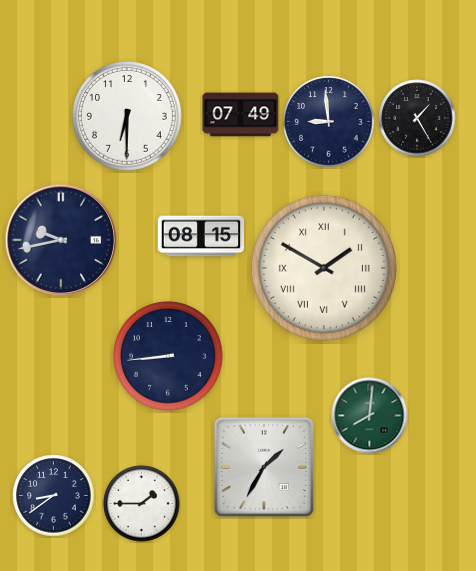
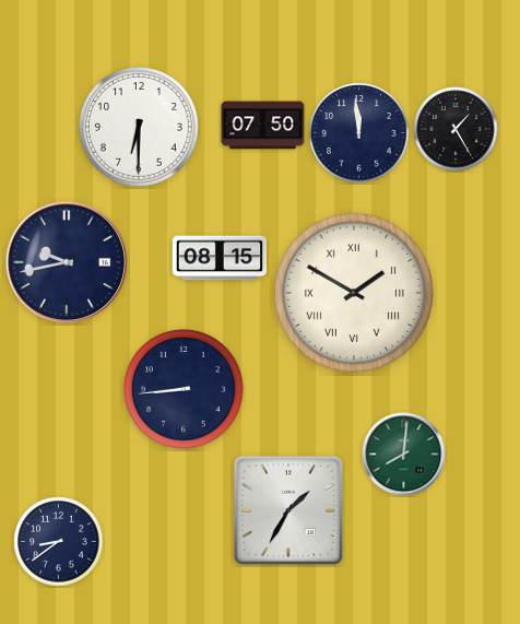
clock at (241, 115): 07:49 -> 07:50
clock at (329, 122): 8:59 -> 11:59
clock at (142, 504): 1:45 -> none
